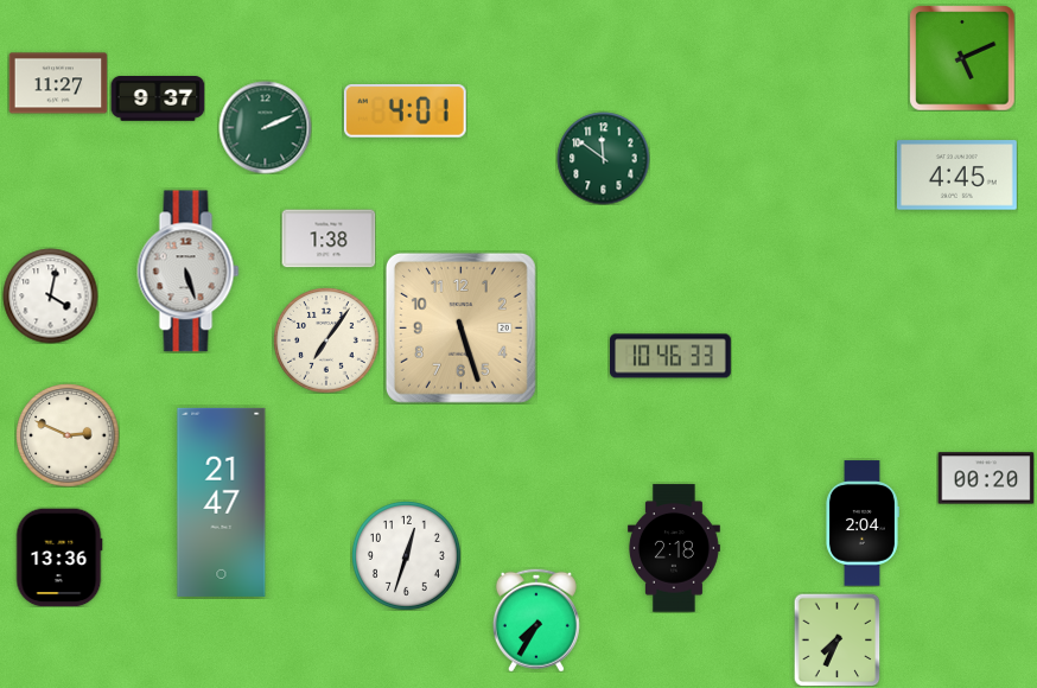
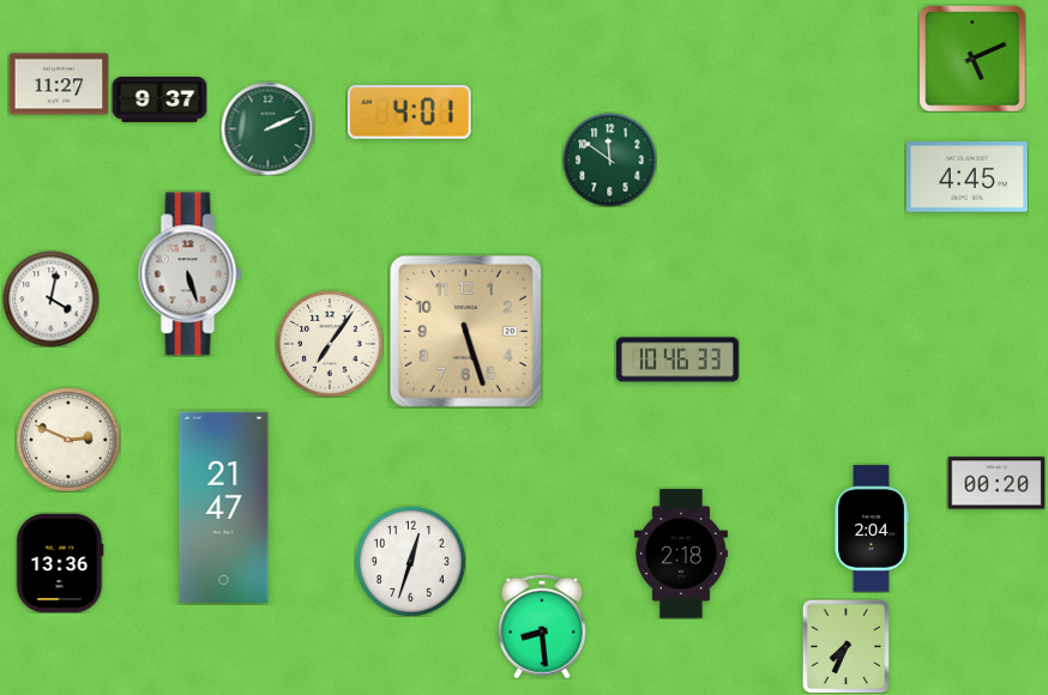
clock at (329, 238): 1:38 -> none
clock at (536, 620): 7:35 -> 8:29
